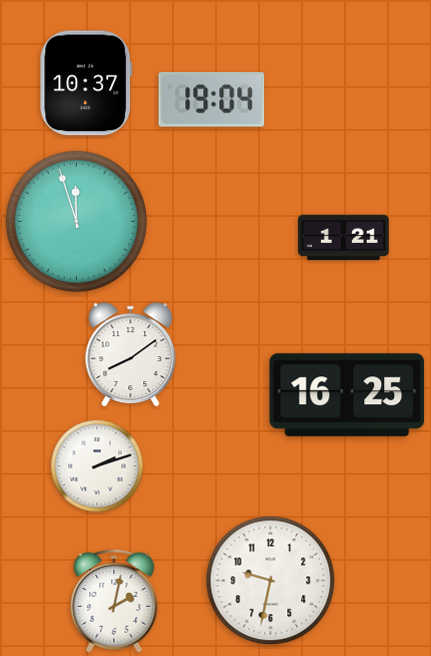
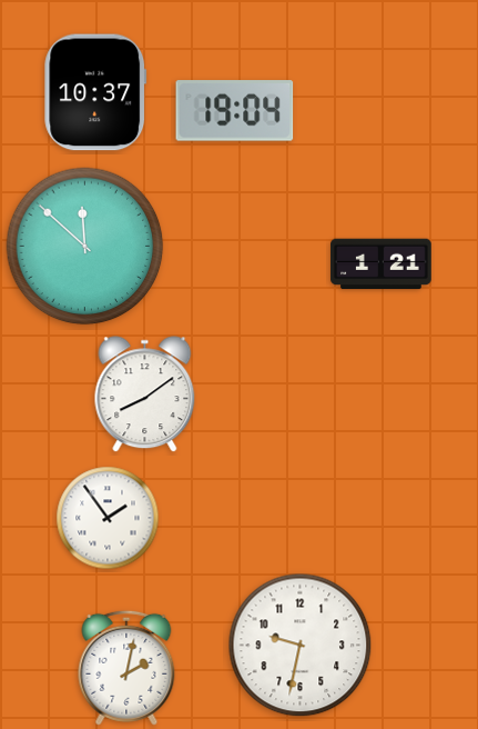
clock at (77, 222): 11:57 -> 11:52
clock at (347, 395): 16:25 -> none
clock at (97, 466): 2:12 -> 1:54
